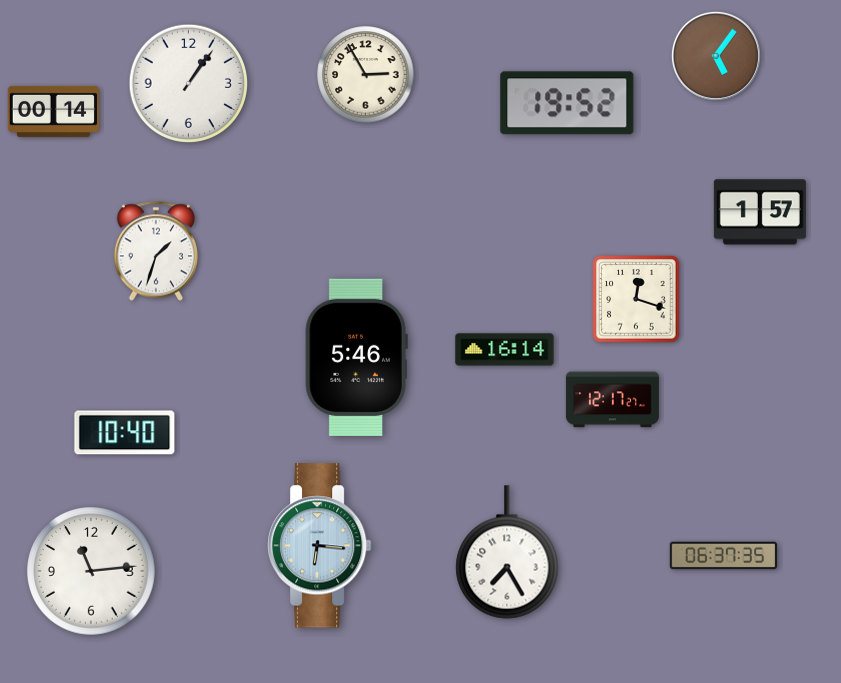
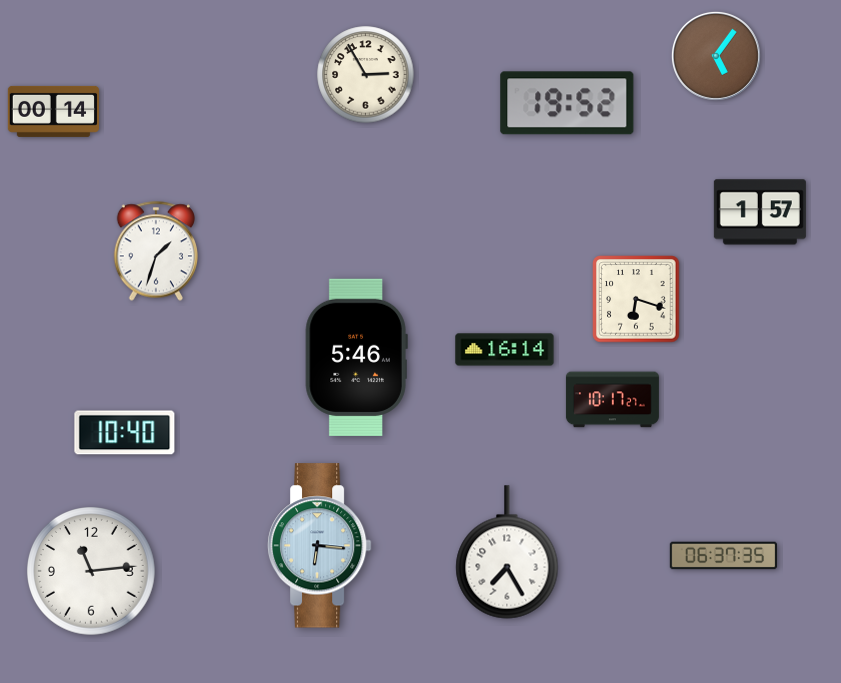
clock at (189, 84): 1:06 -> none
clock at (636, 299): 12:18 -> 6:18
clock at (612, 400): 12:17 -> 10:17
